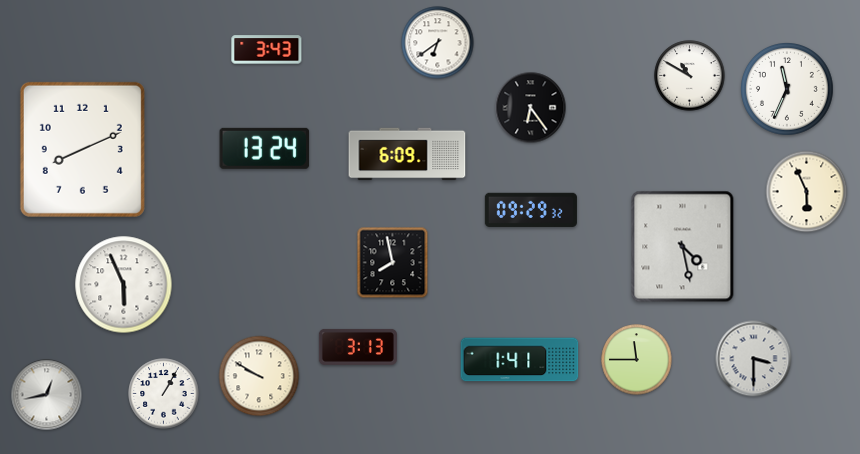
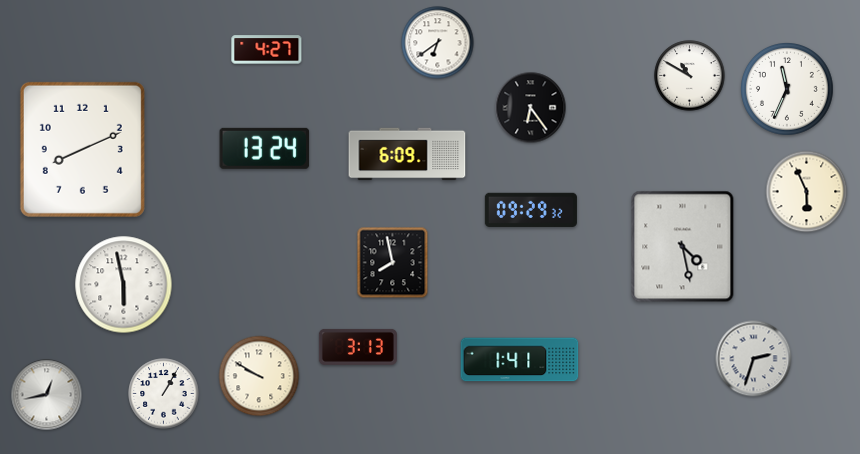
clock at (267, 50): 3:43 -> 4:27
clock at (124, 285): 5:56 -> 5:58
clock at (754, 359): 3:30 -> 2:33
clock at (637, 360): 11:45 -> none
